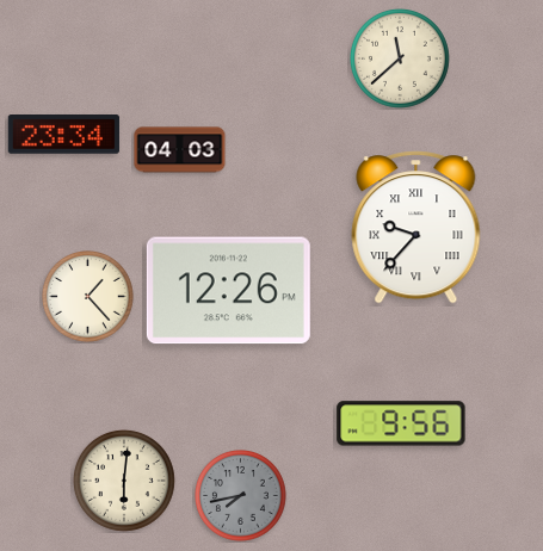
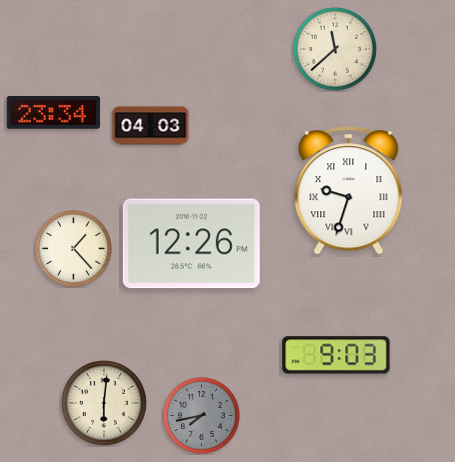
clock at (416, 228): 9:37 -> 9:33
clock at (401, 423): 9:56 -> 9:03
